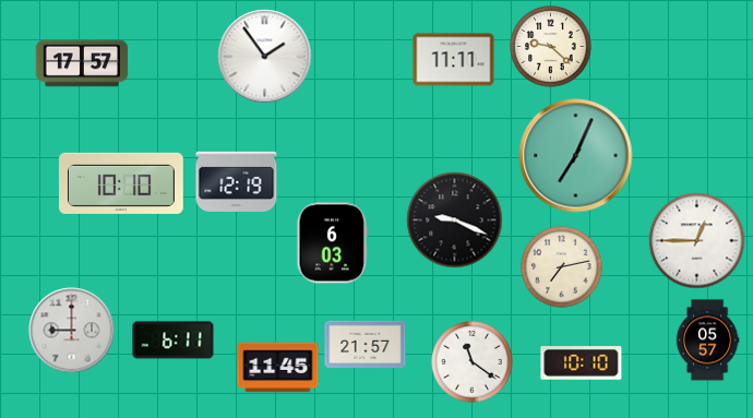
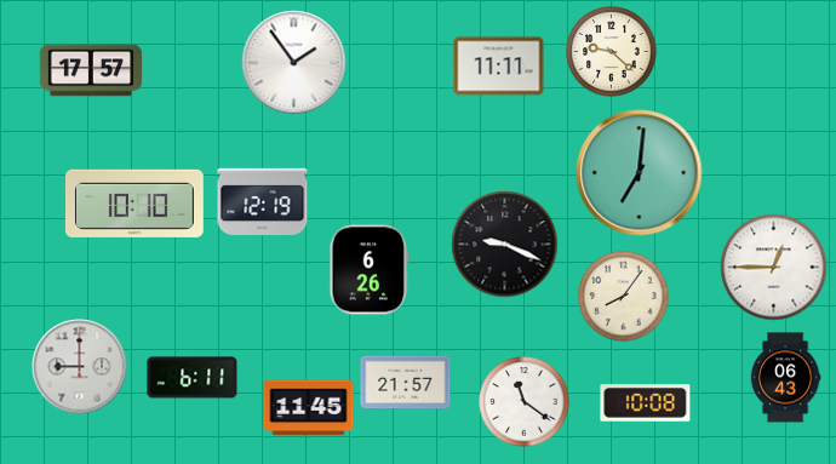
clock at (454, 60) position: (454, 60) -> (499, 67)
clock at (576, 156): 7:04 -> 7:01
clock at (333, 243): 6:03 -> 6:26
clock at (562, 267): 7:13 -> 8:06
clock at (707, 341): 05:57 -> 06:43
clock at (582, 363): 10:10 -> 10:08
